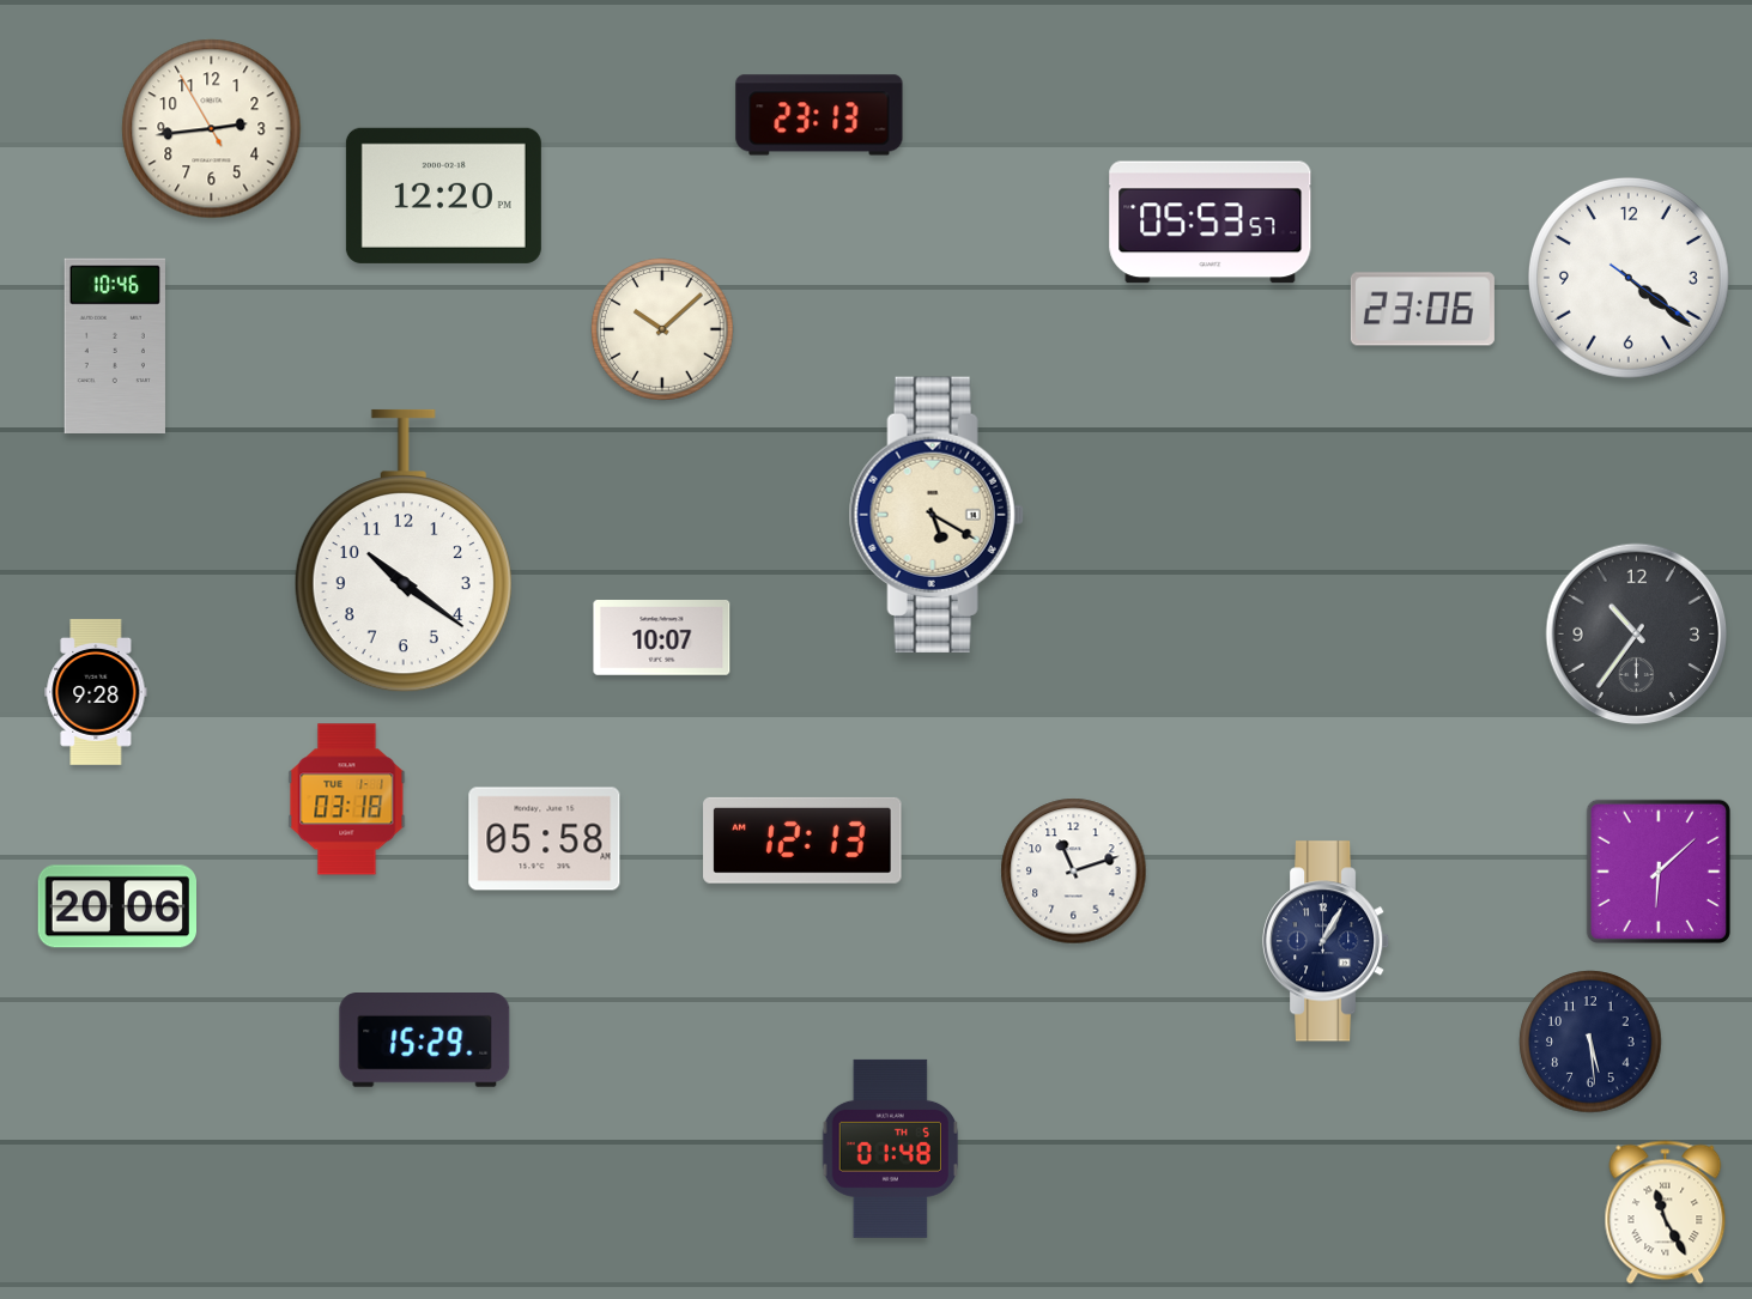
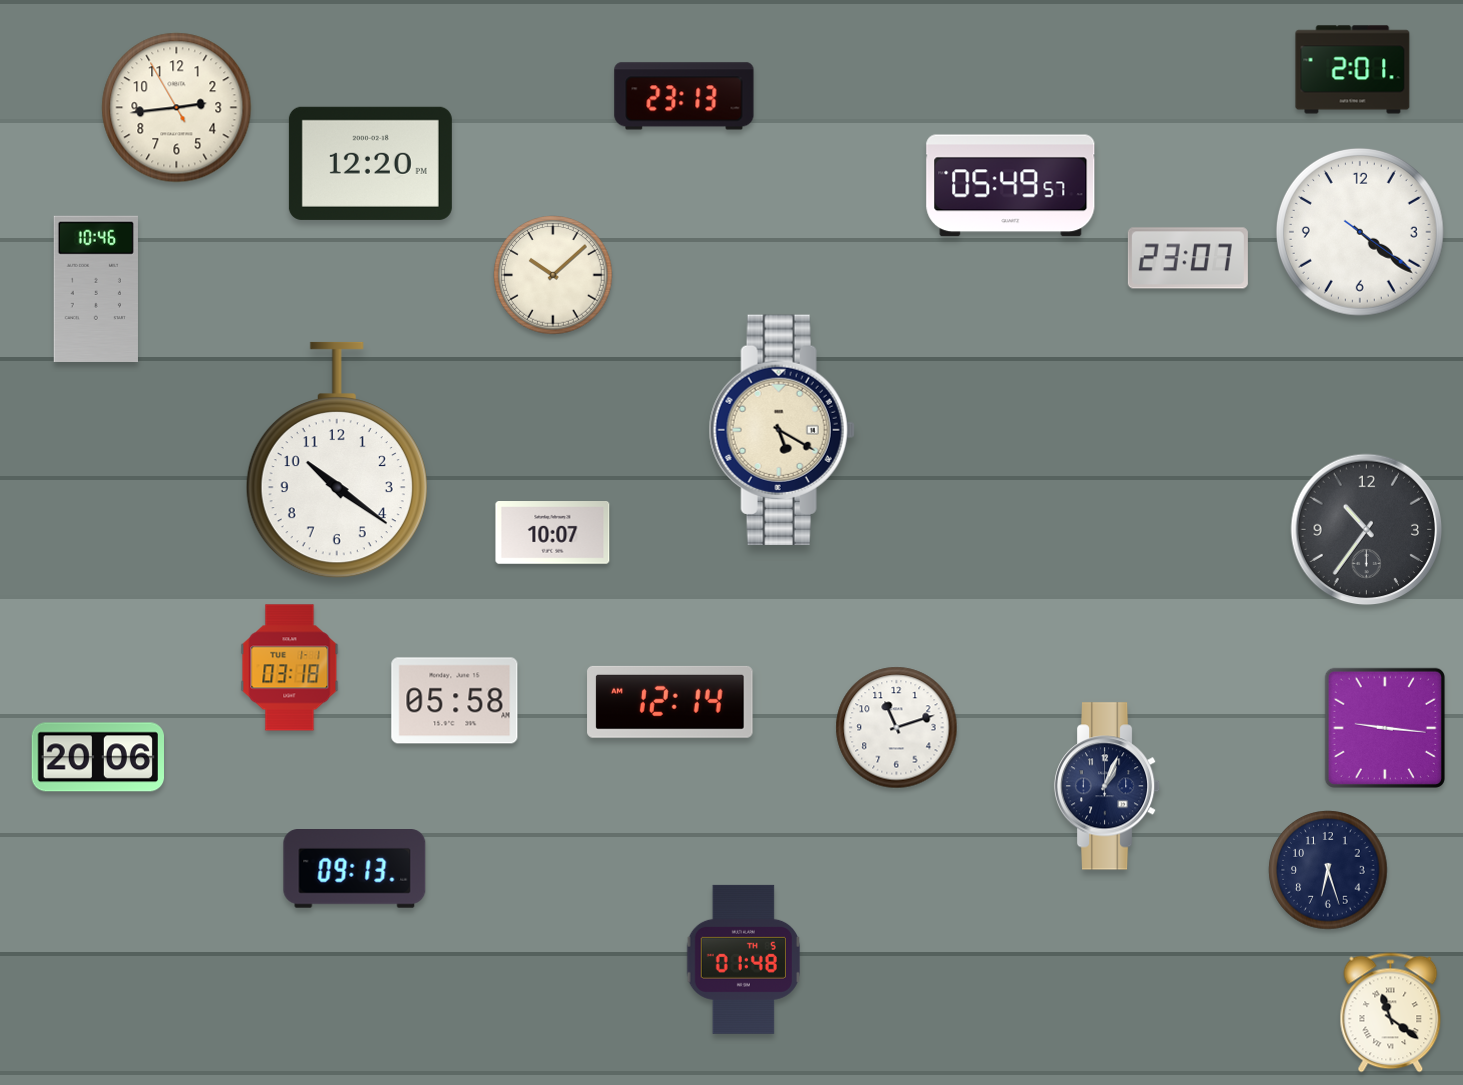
clock at (1353, 70): none -> 2:01
clock at (1211, 223): 05:53 -> 05:49
clock at (1423, 309): 23:06 -> 23:07
clock at (96, 693): 9:28 -> none
clock at (802, 840): 12:13 -> 12:14
clock at (1659, 872): 6:08 -> 9:16
clock at (1326, 941): 1:05 -> 1:04
clock at (425, 1040): 15:29 -> 09:13
clock at (1590, 1042): 5:29 -> 6:27
clock at (1666, 1213): 11:25 -> 11:21
